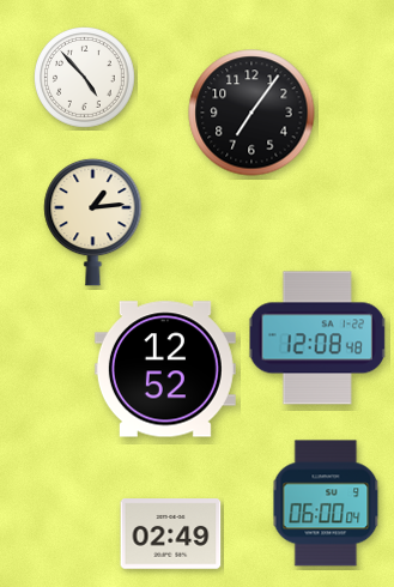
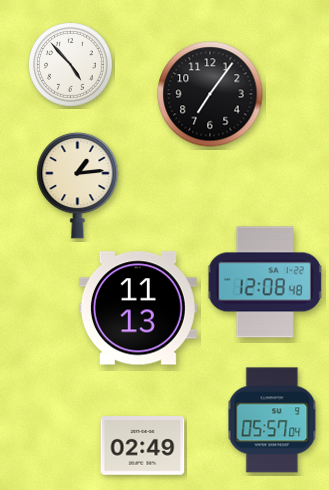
clock at (165, 369): 12:52 -> 11:13
clock at (326, 503): 06:00 -> 05:57
